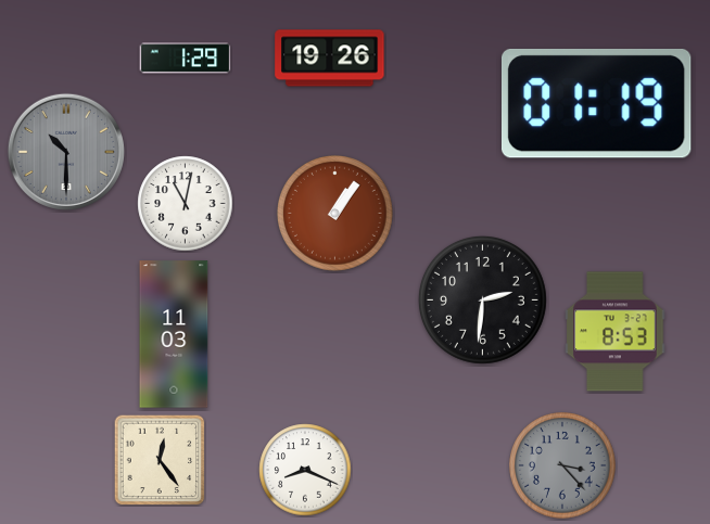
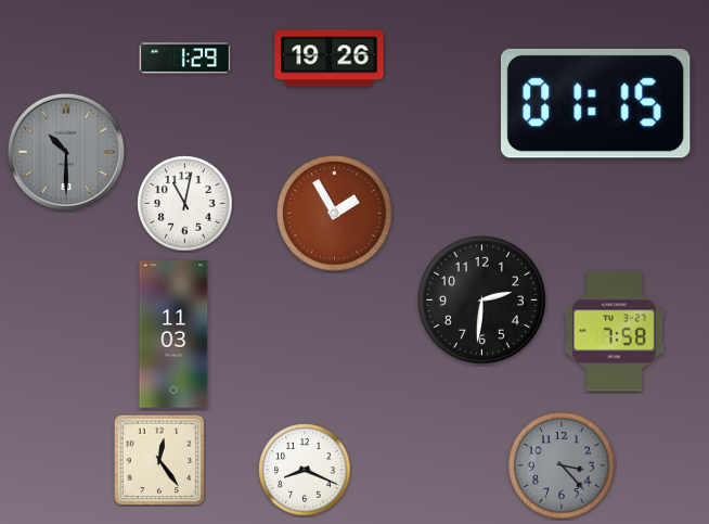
clock at (596, 103): 01:19 -> 01:15
clock at (335, 214): 1:06 -> 1:55
clock at (616, 332): 8:53 -> 7:58
